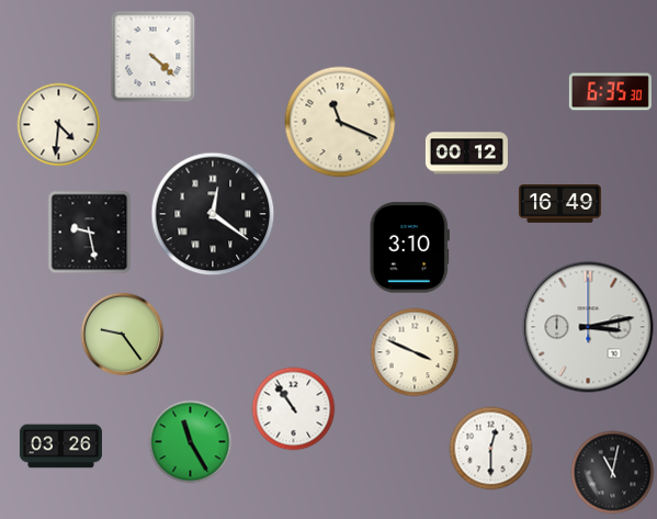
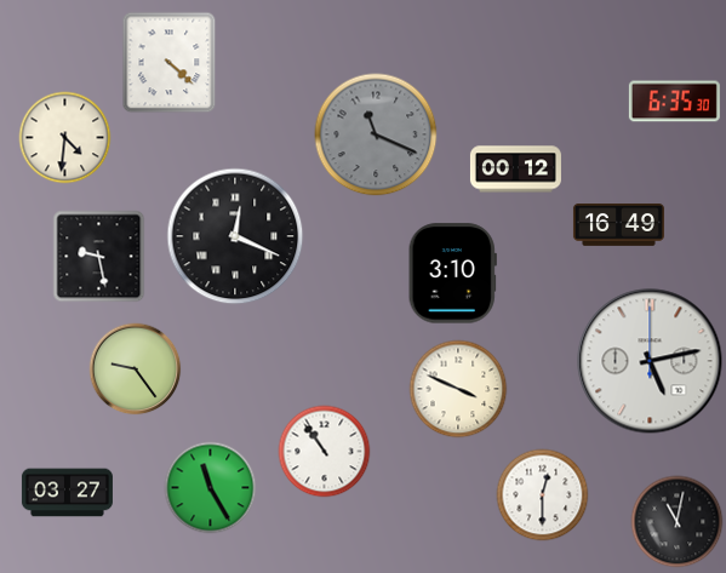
clock at (340, 122) dial: cream -> grey
clock at (213, 214): 12:21 -> 12:19
clock at (588, 327): 3:13 -> 5:13
clock at (60, 447): 03:26 -> 03:27
